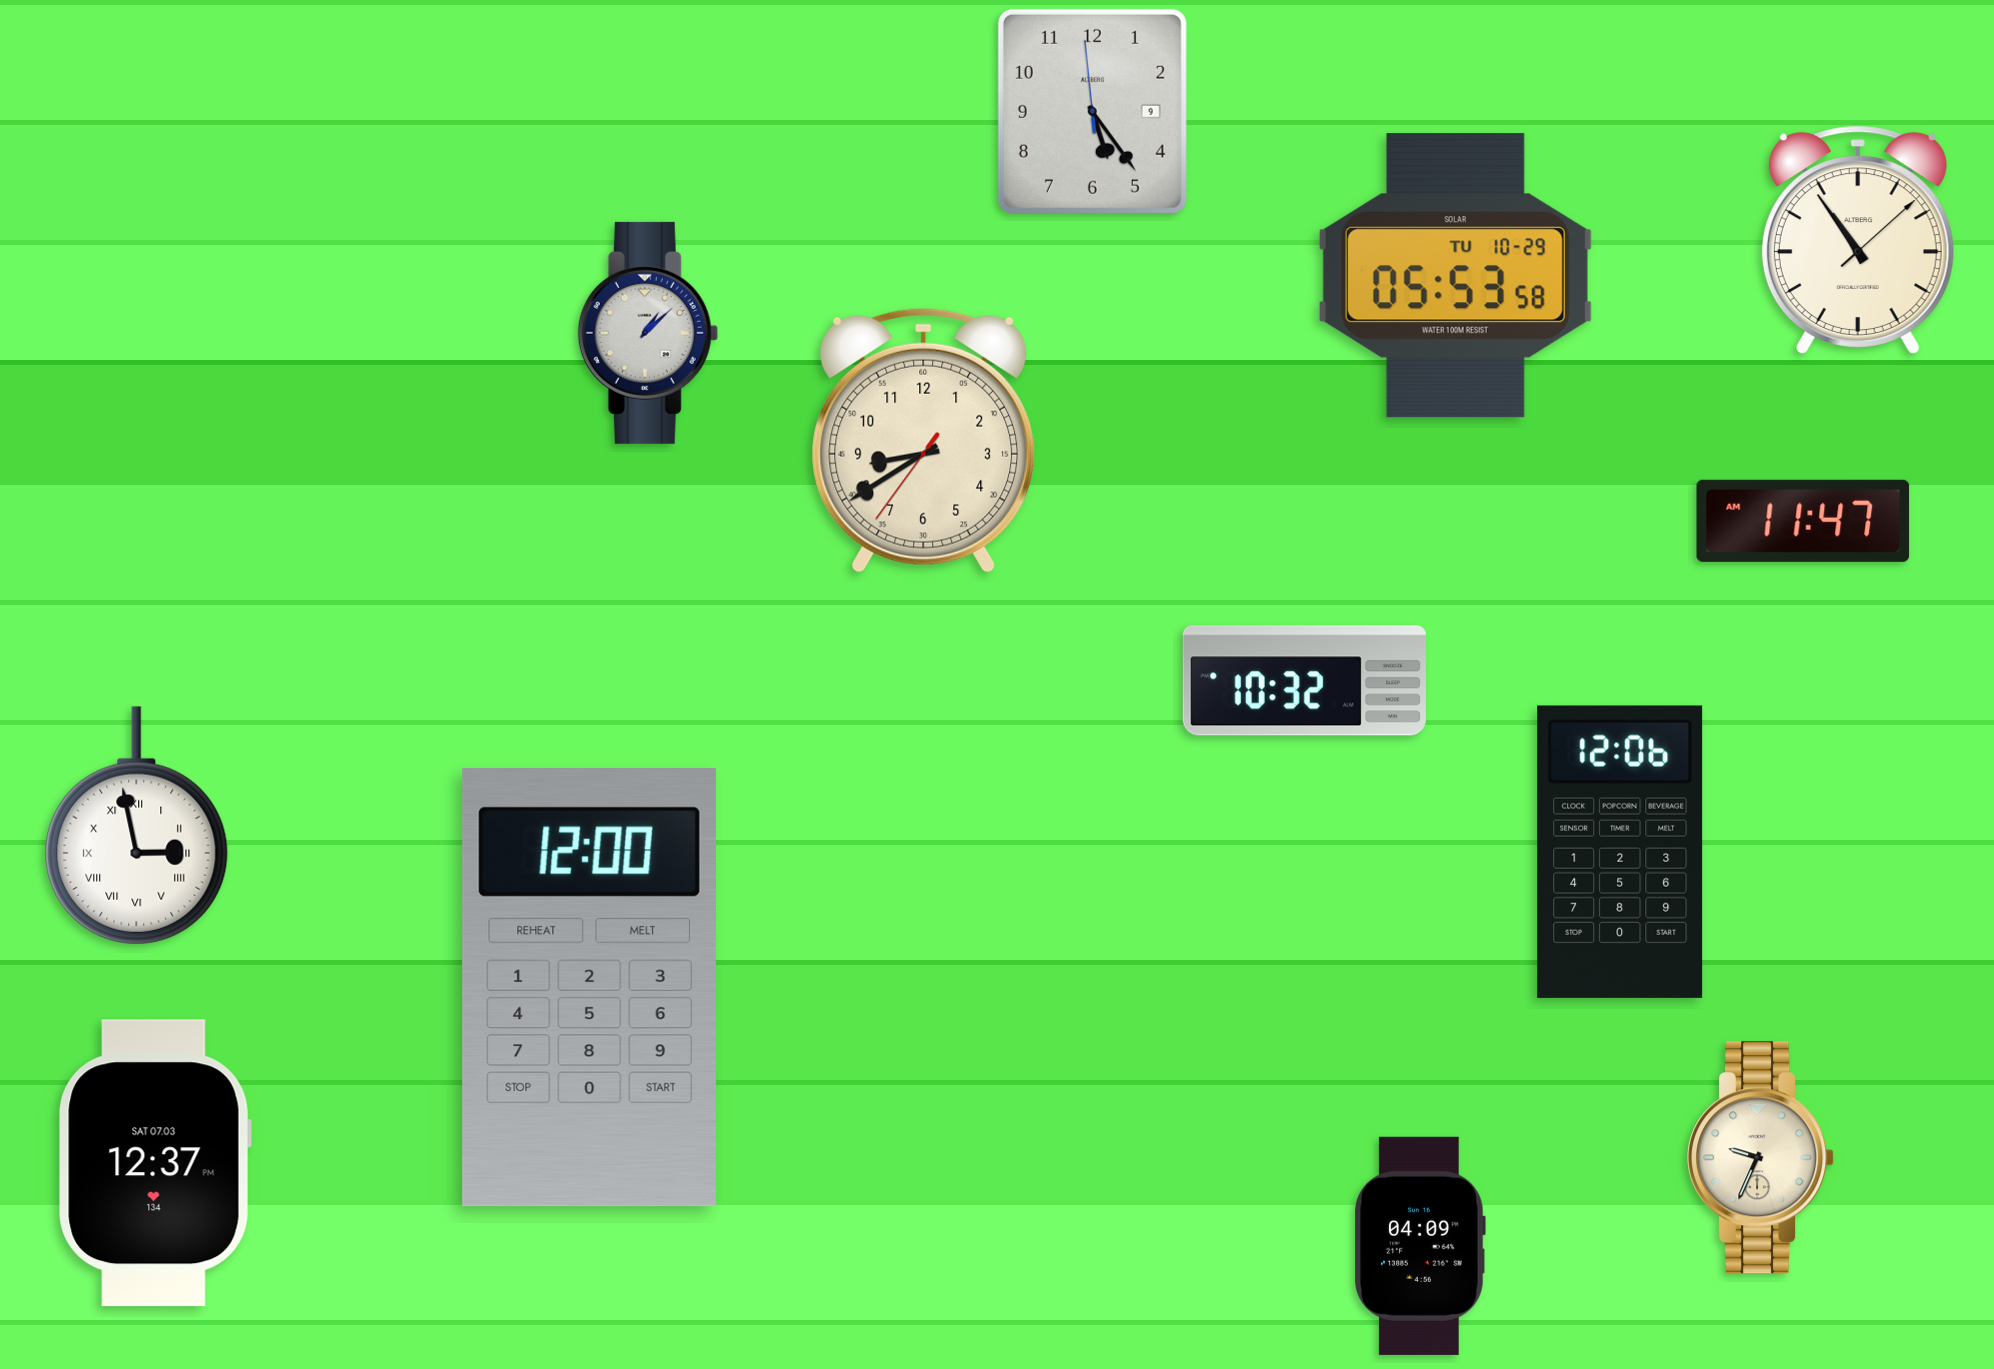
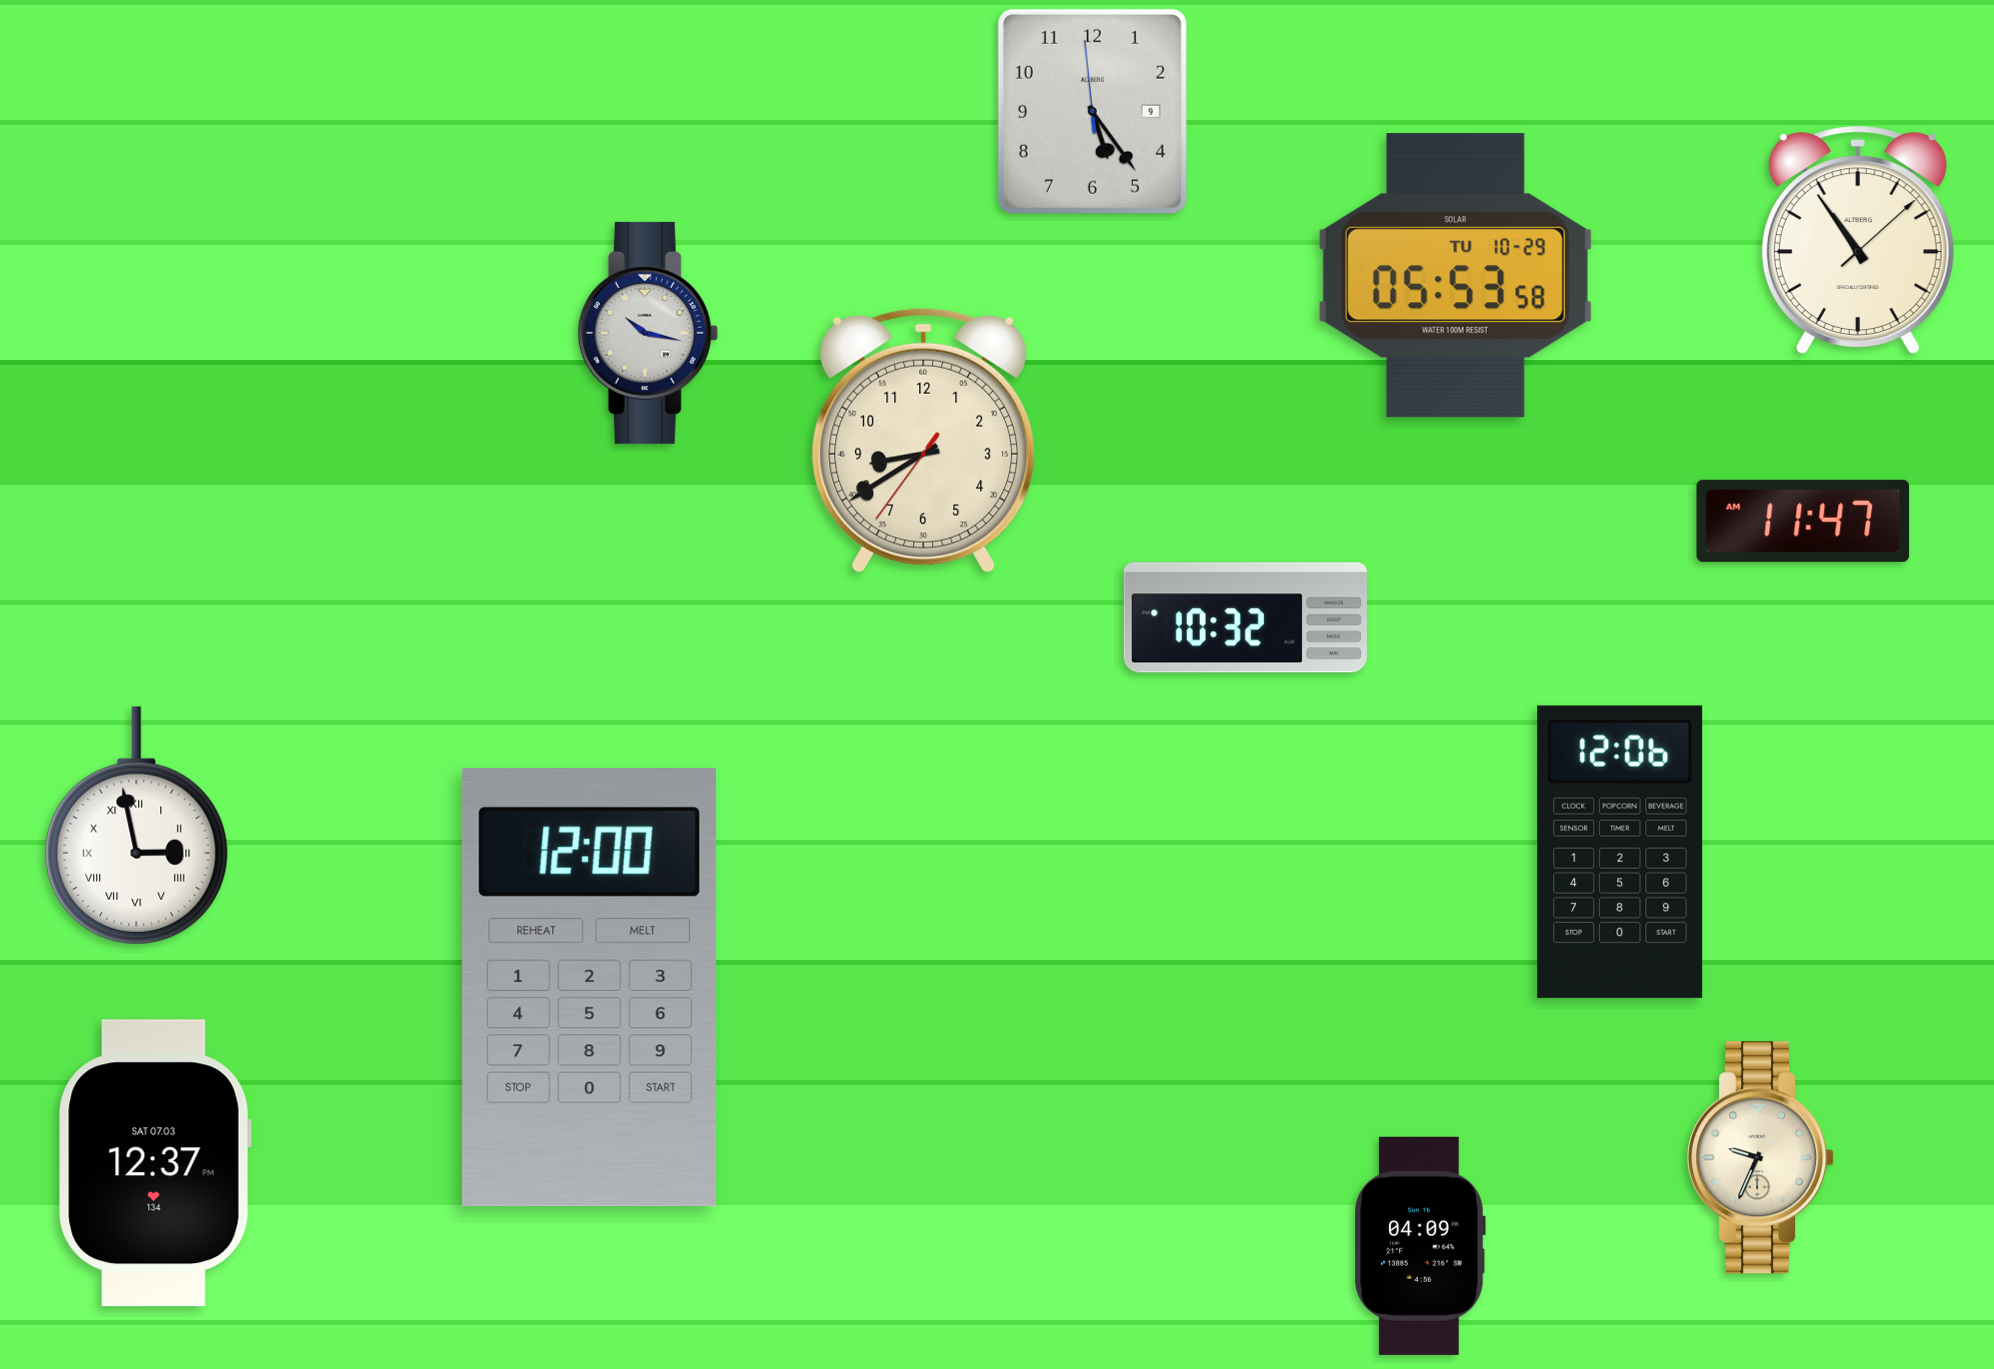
clock at (648, 333): 1:08 -> 10:17
clock at (1304, 681) position: (1304, 681) -> (1245, 618)
